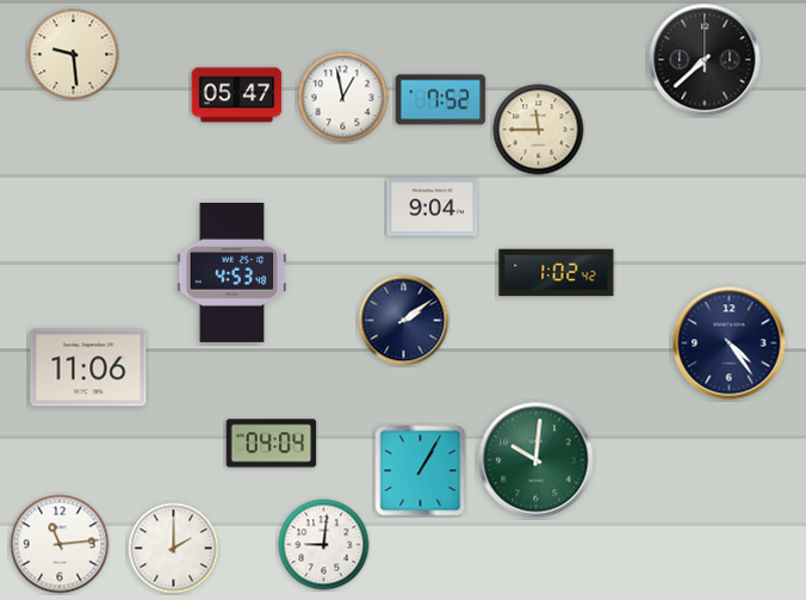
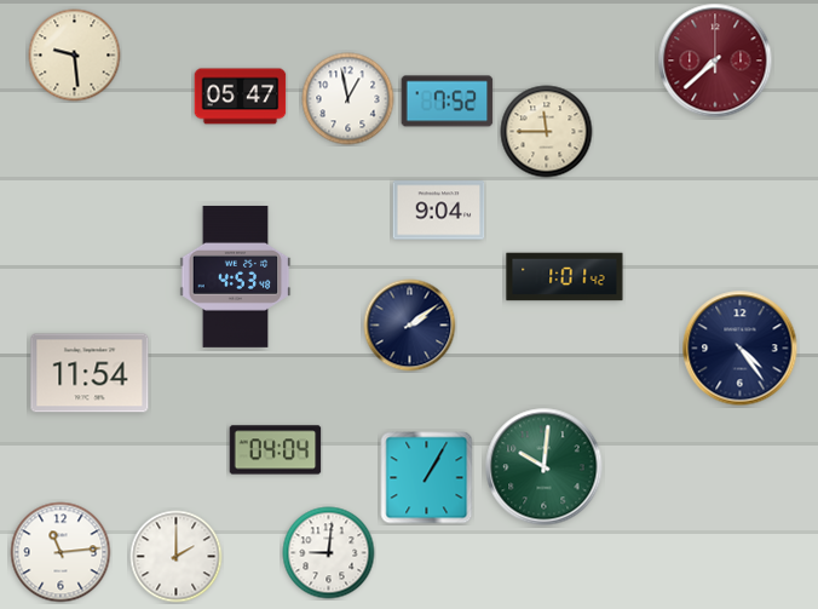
clock at (705, 60) dial: black -> burgundy
clock at (557, 273): 1:02 -> 1:01
clock at (88, 367): 11:06 -> 11:54
